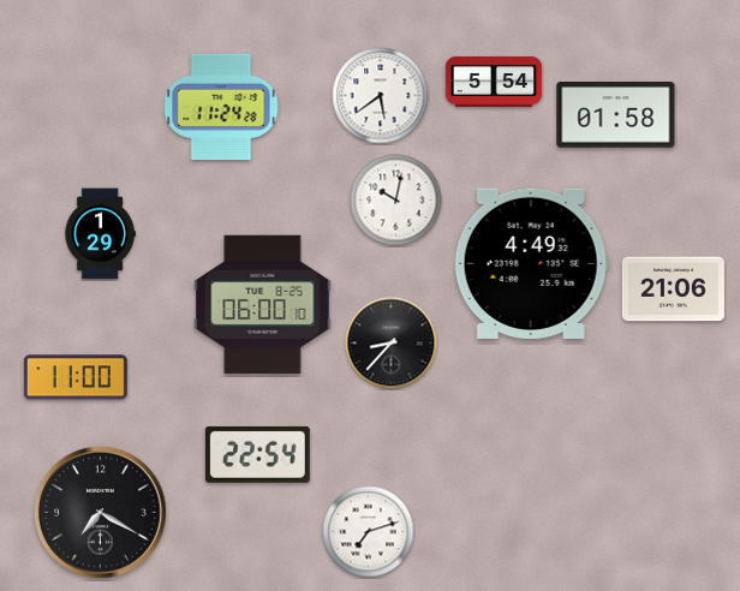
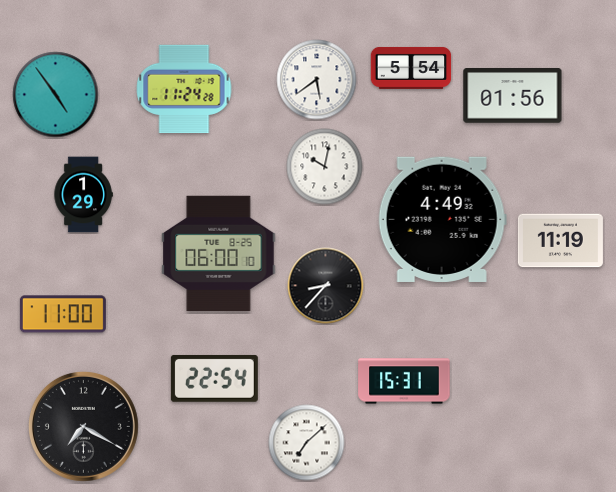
clock at (56, 95): none -> 4:54
clock at (616, 115): 01:58 -> 01:56
clock at (396, 201) position: (396, 201) -> (325, 167)
clock at (673, 289): 21:06 -> 11:19
clock at (404, 381): none -> 15:31
clock at (369, 532): 7:12 -> 7:08
